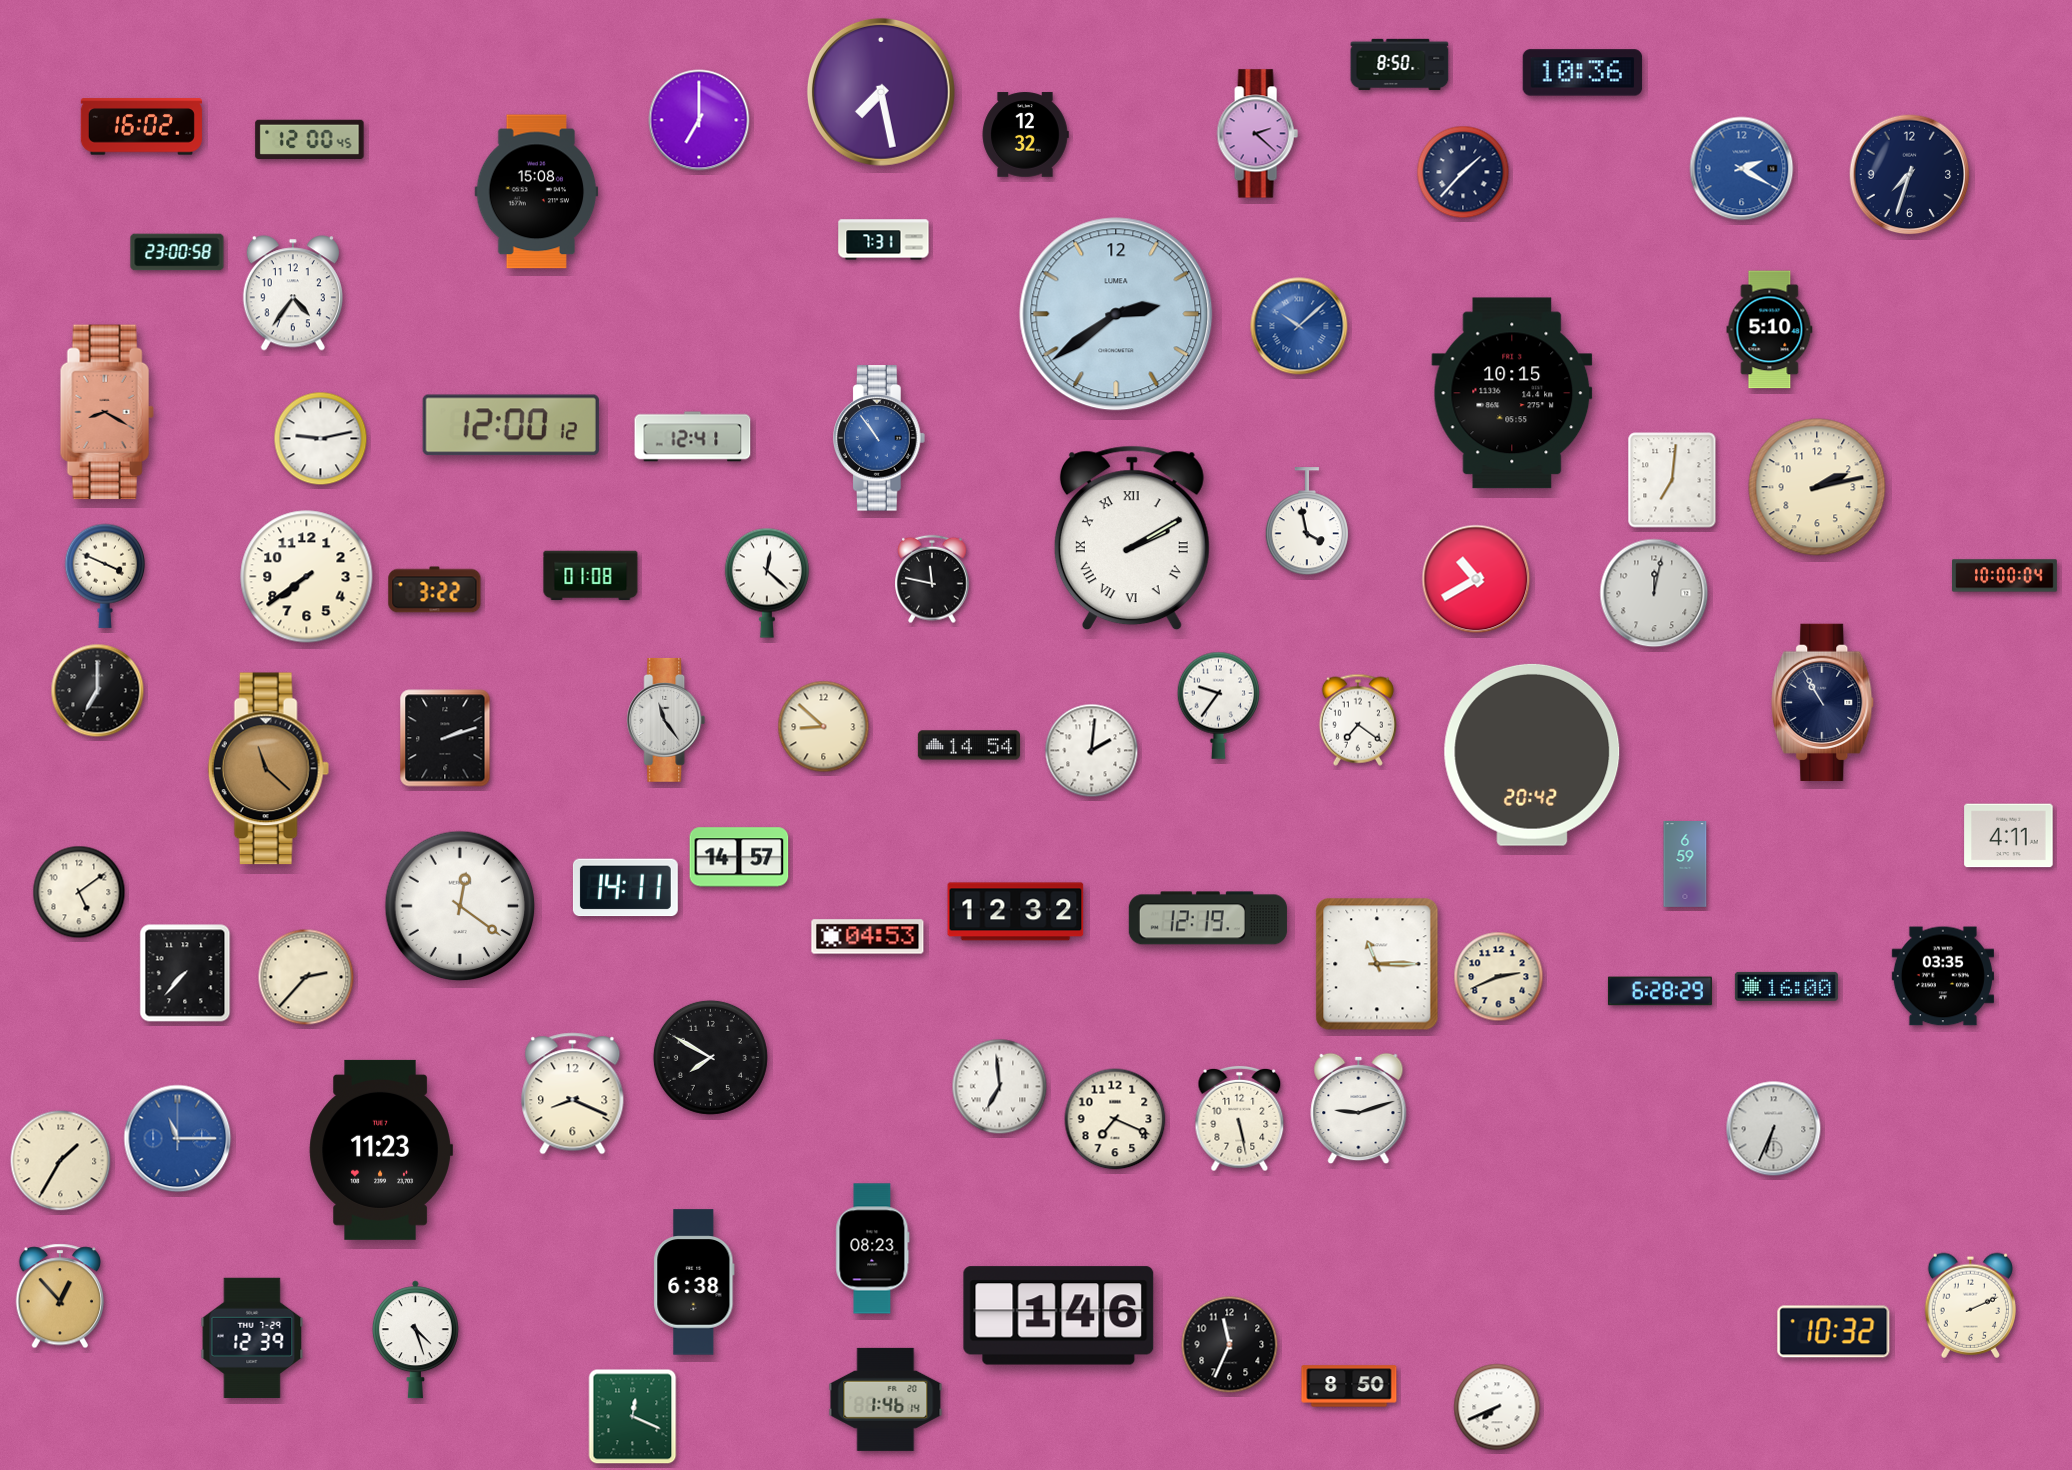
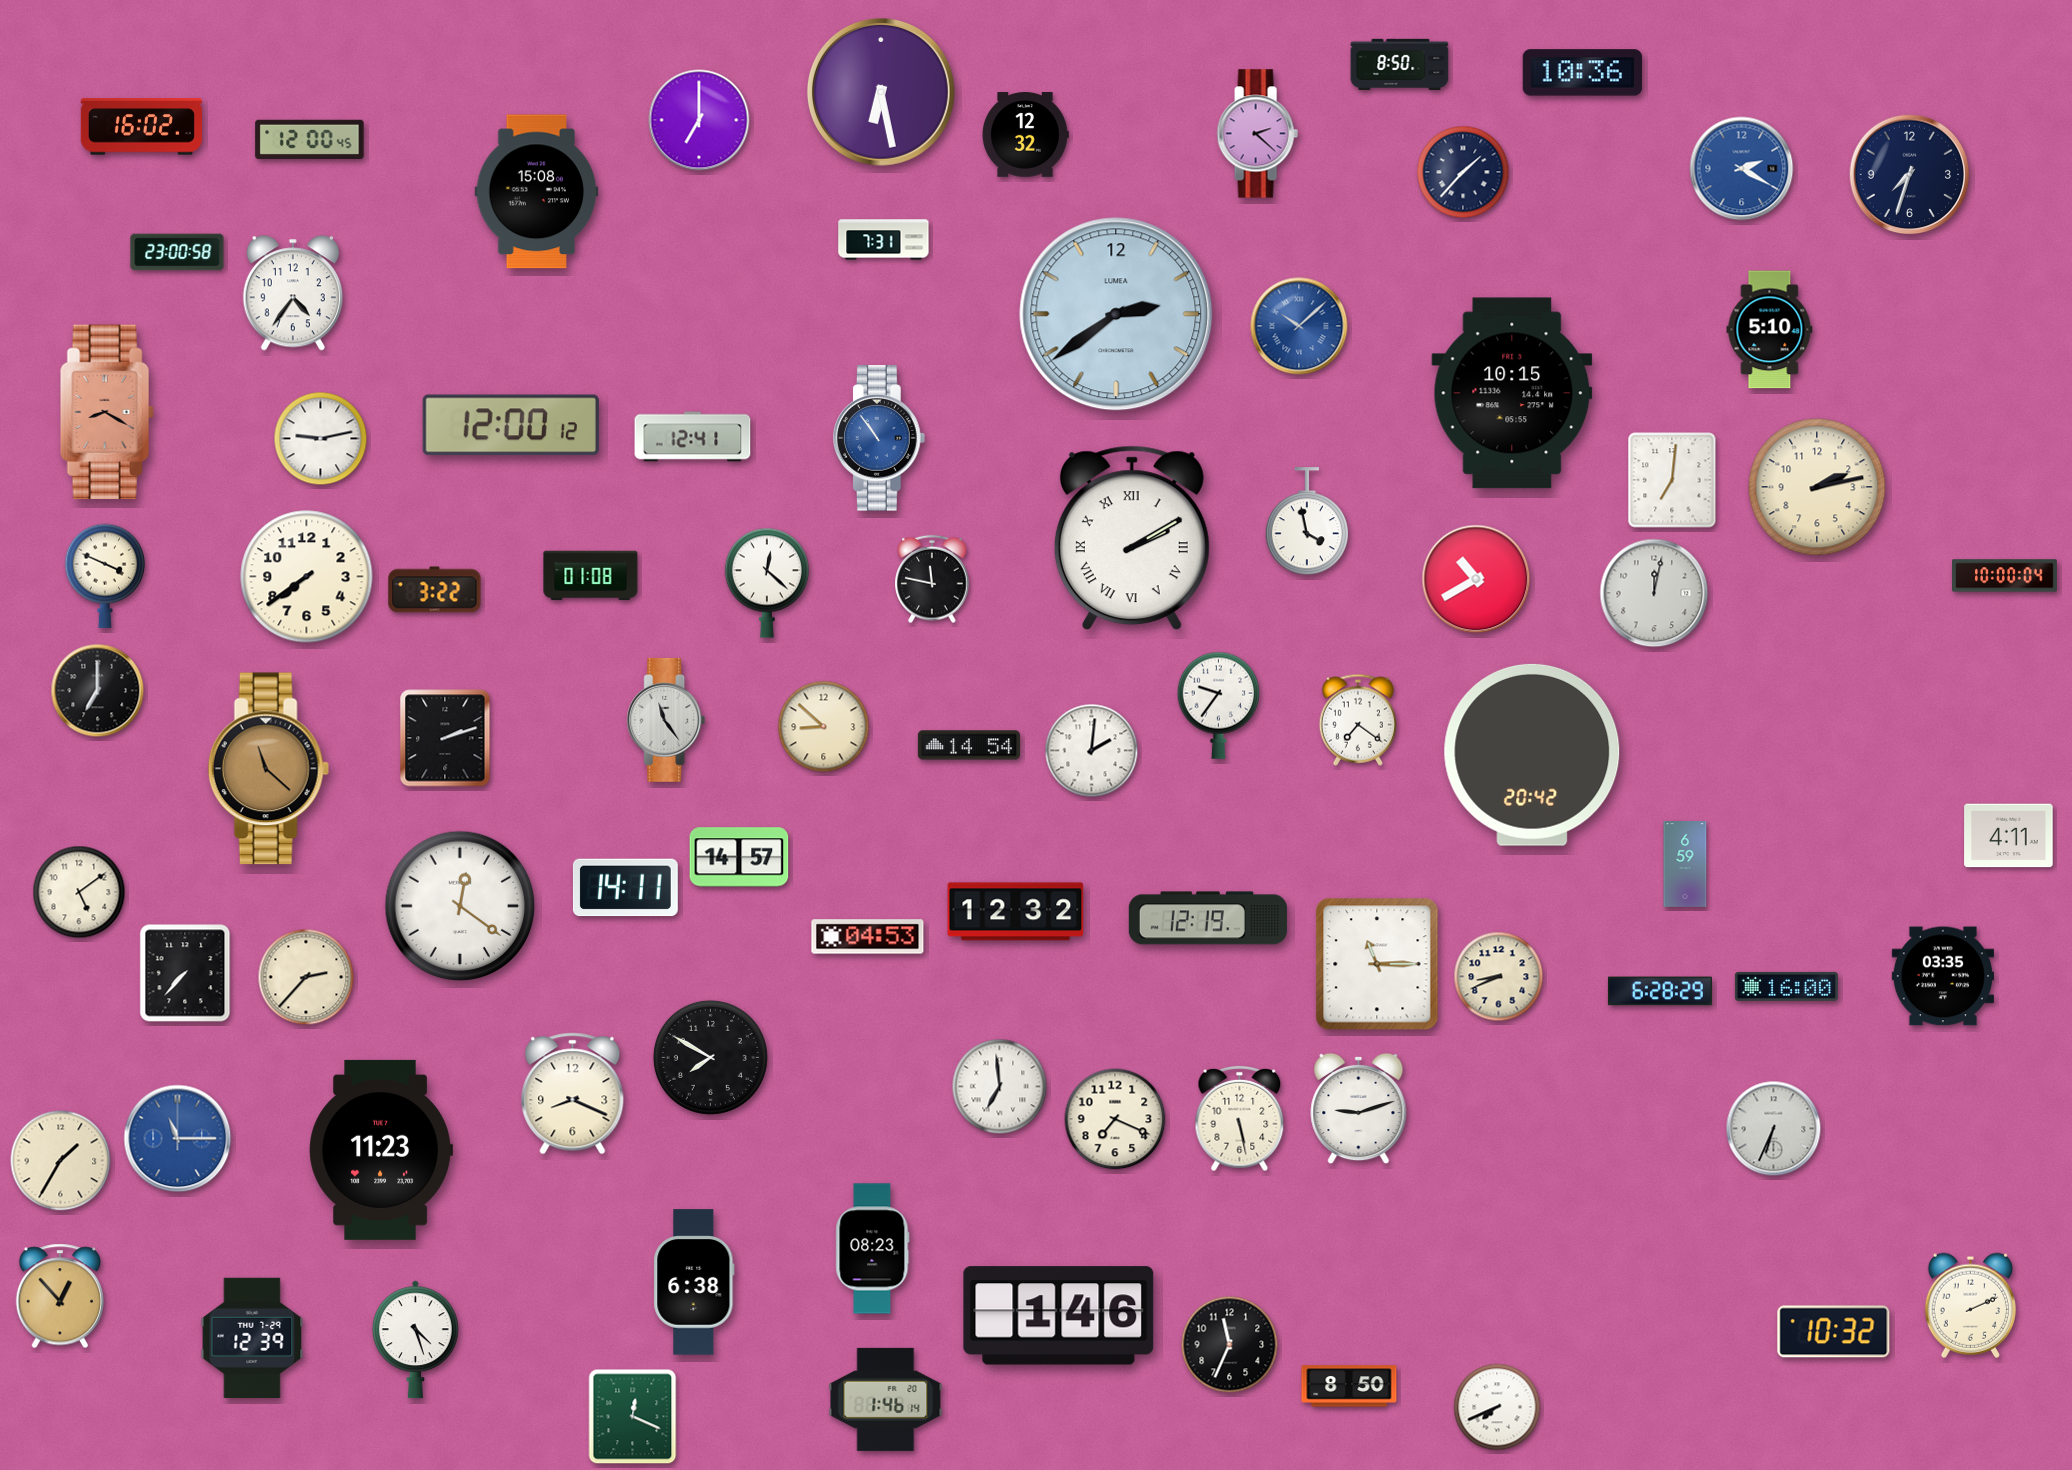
clock at (881, 92): 7:28 -> 6:28
clock at (1823, 702): 10:55 -> none
clock at (1499, 977): 2:41 -> 8:41
